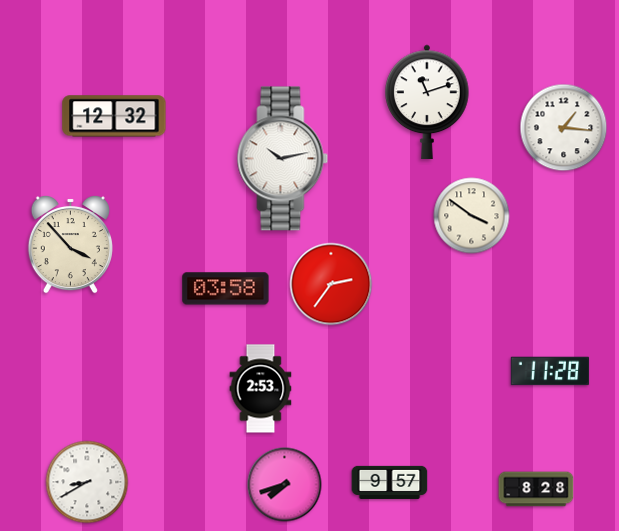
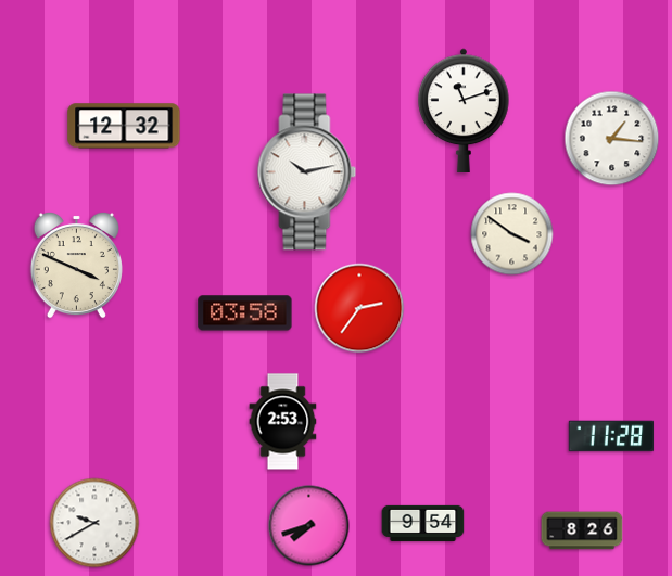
clock at (70, 244): 3:53 -> 3:49
clock at (550, 371) position: (550, 371) -> (611, 436)
clock at (87, 482): 8:40 -> 9:40
clock at (390, 482): 9:57 -> 9:54
clock at (536, 489): 8:28 -> 8:26
